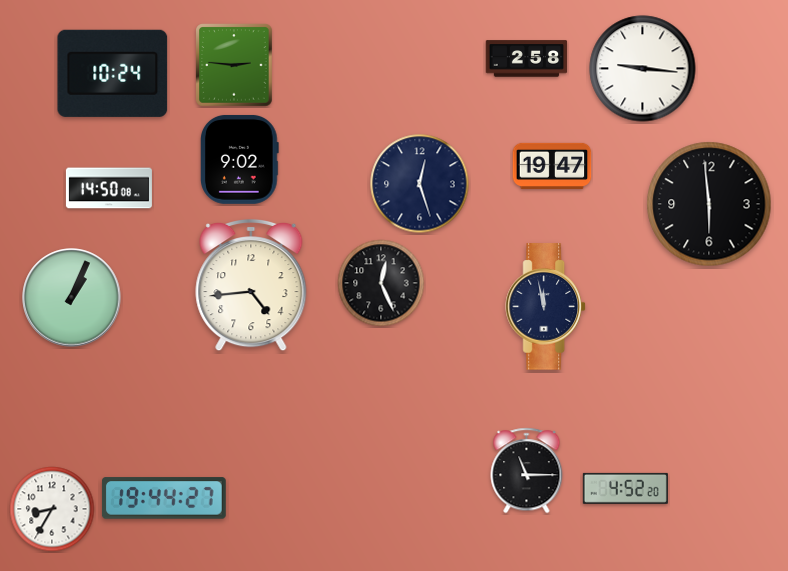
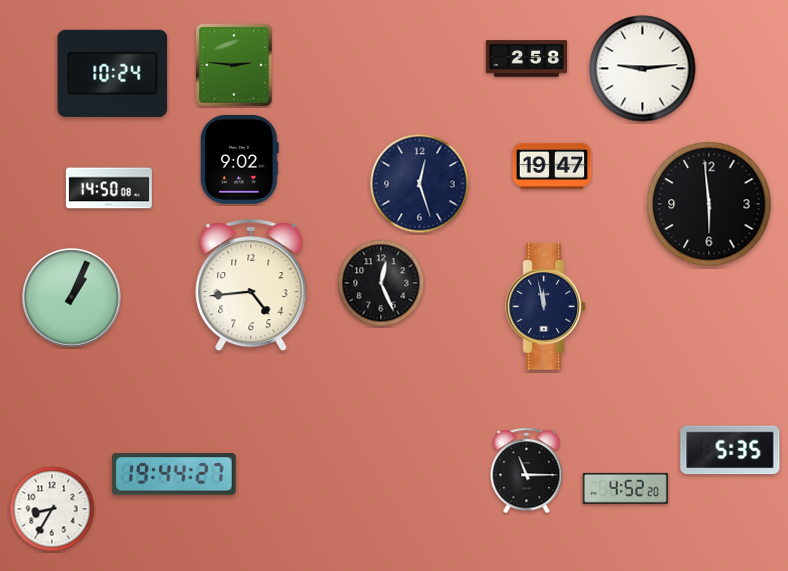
clock at (643, 69): 9:16 -> 9:14
clock at (730, 450): none -> 5:35
clock at (164, 498) position: (164, 498) -> (174, 474)
